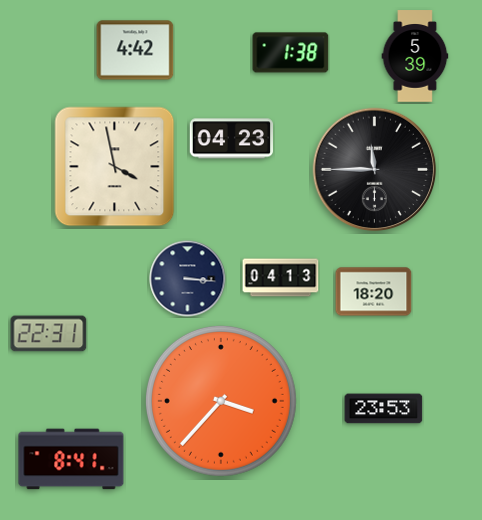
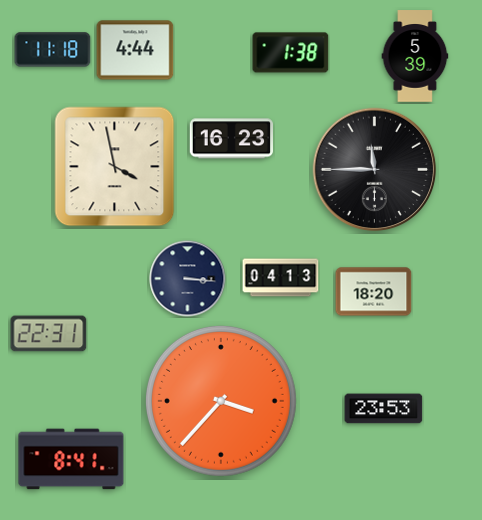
clock at (53, 50): none -> 11:18
clock at (135, 50): 4:42 -> 4:44
clock at (231, 139): 04:23 -> 16:23
